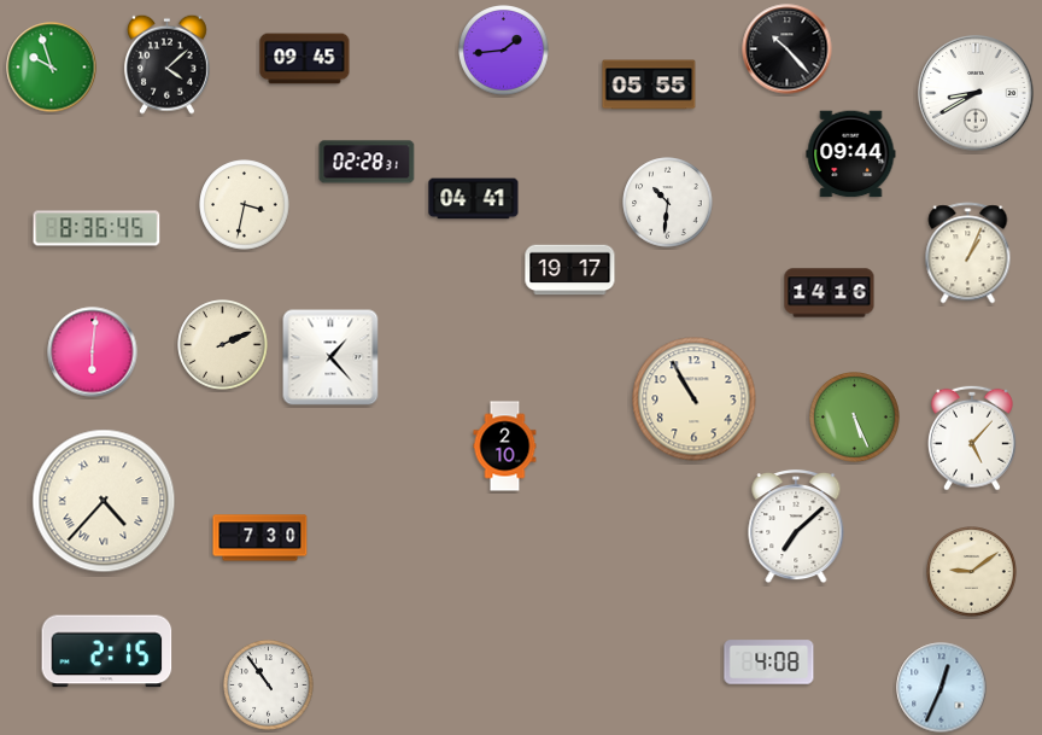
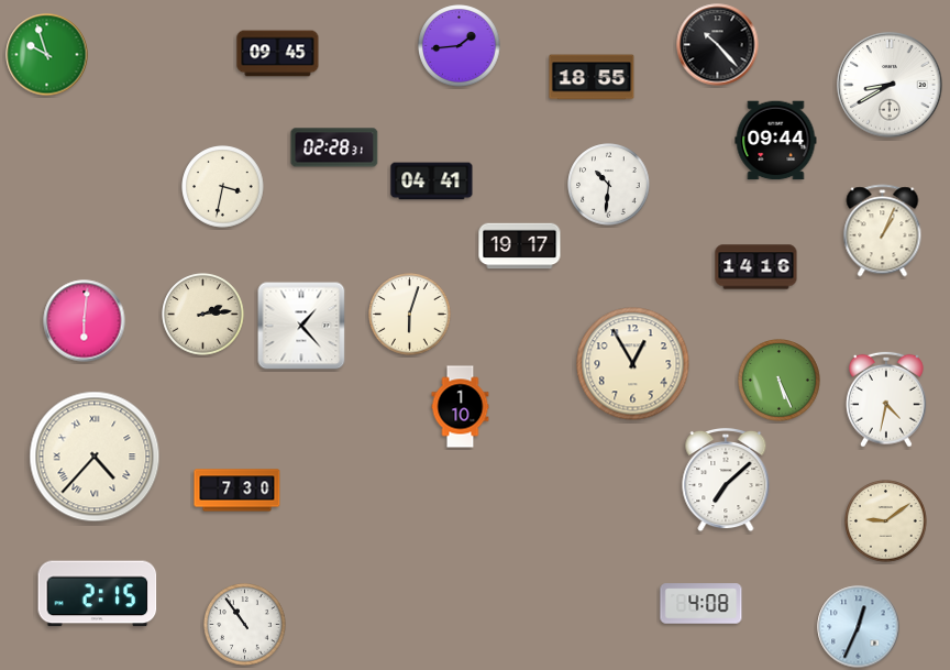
clock at (166, 64): 4:08 -> none
clock at (52, 68) position: (52, 68) -> (47, 55)
clock at (649, 84): 05:55 -> 18:55
clock at (96, 228): 8:36 -> none
clock at (223, 345): 2:11 -> 2:14
clock at (410, 315): none -> 6:03
clock at (695, 399): 10:55 -> 12:55
clock at (972, 438): 5:07 -> 4:32
clock at (505, 447): 2:10 -> 1:10
